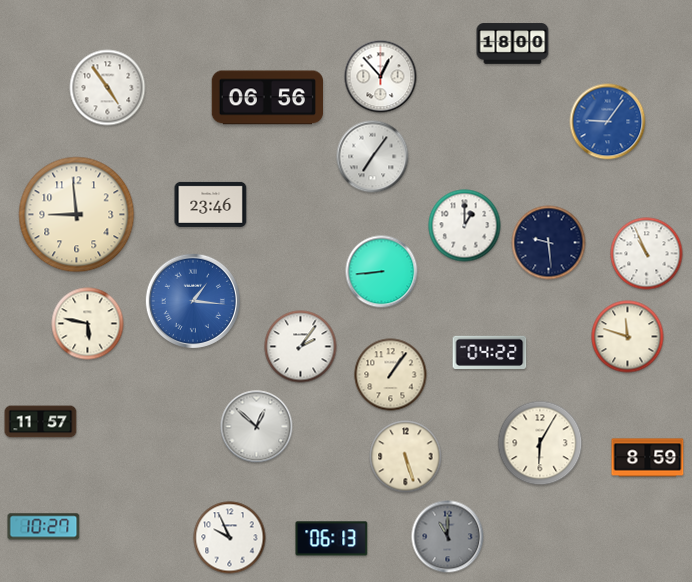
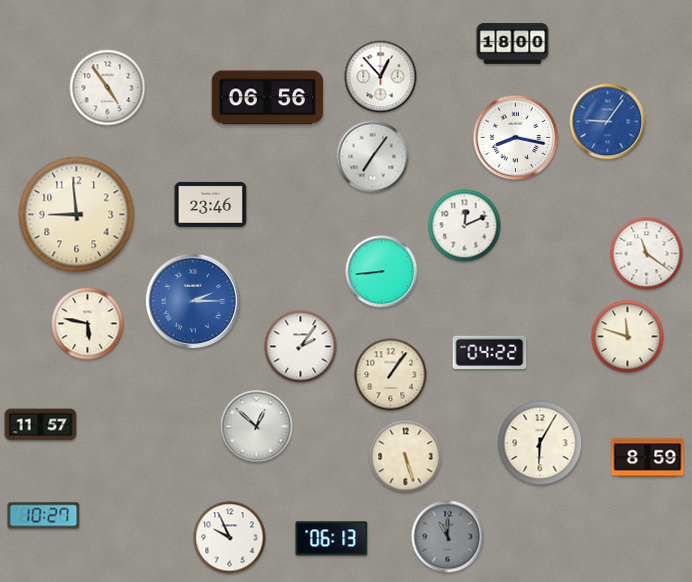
clock at (516, 138): none -> 8:17
clock at (465, 226): 1:00 -> 12:11
clock at (549, 243): 9:29 -> none
clock at (647, 254): 10:56 -> 11:21
clock at (193, 301): 1:16 -> 2:15
clock at (41, 422) position: (41, 422) -> (41, 425)
clock at (44, 527) position: (44, 527) -> (44, 516)
